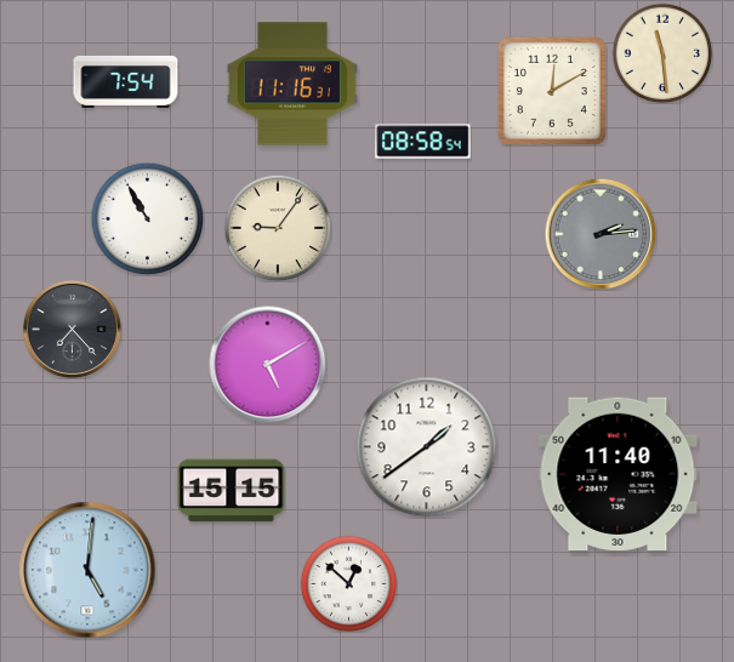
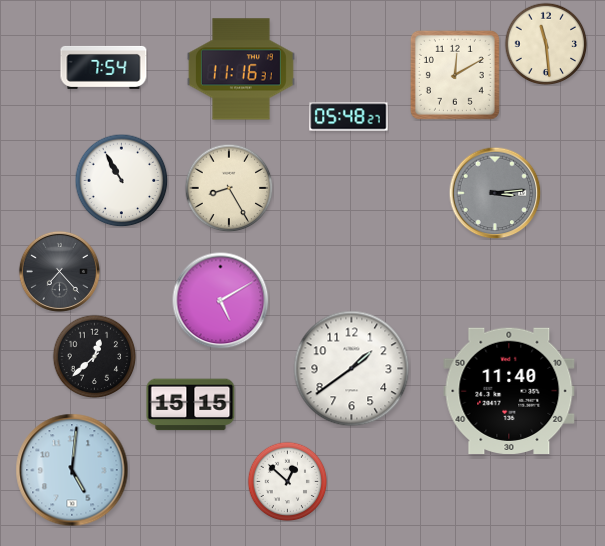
clock at (423, 142): 08:58 -> 05:48
clock at (278, 228): 9:06 -> 8:25
clock at (601, 234): 2:14 -> 3:14
clock at (94, 356): none -> 12:38
